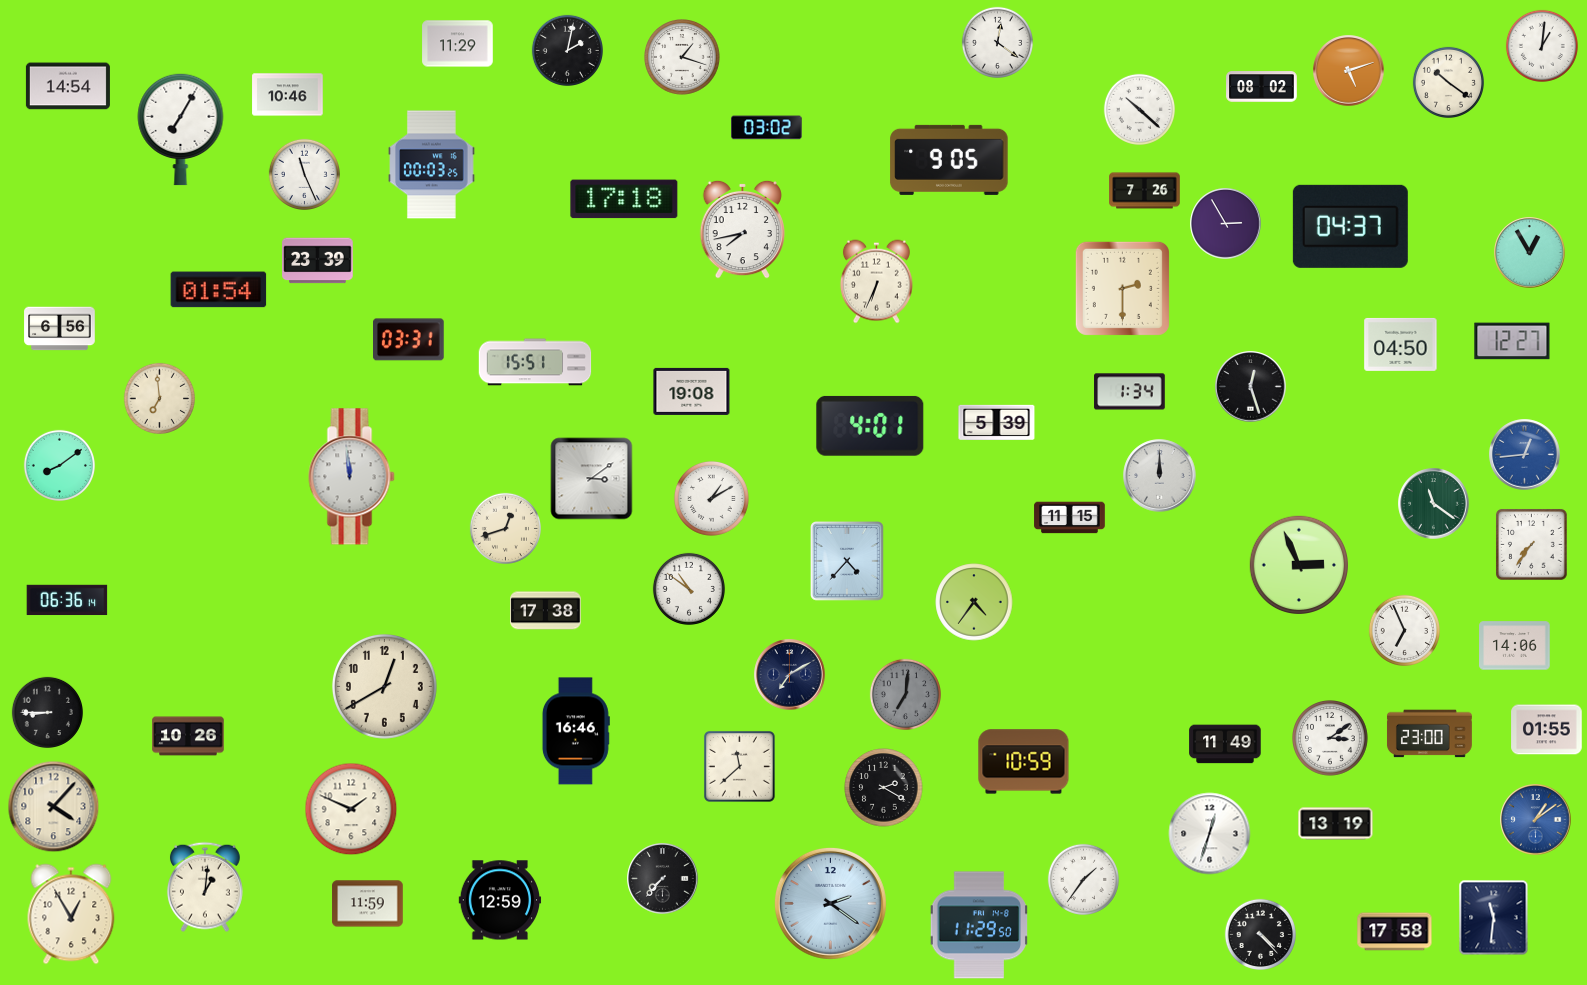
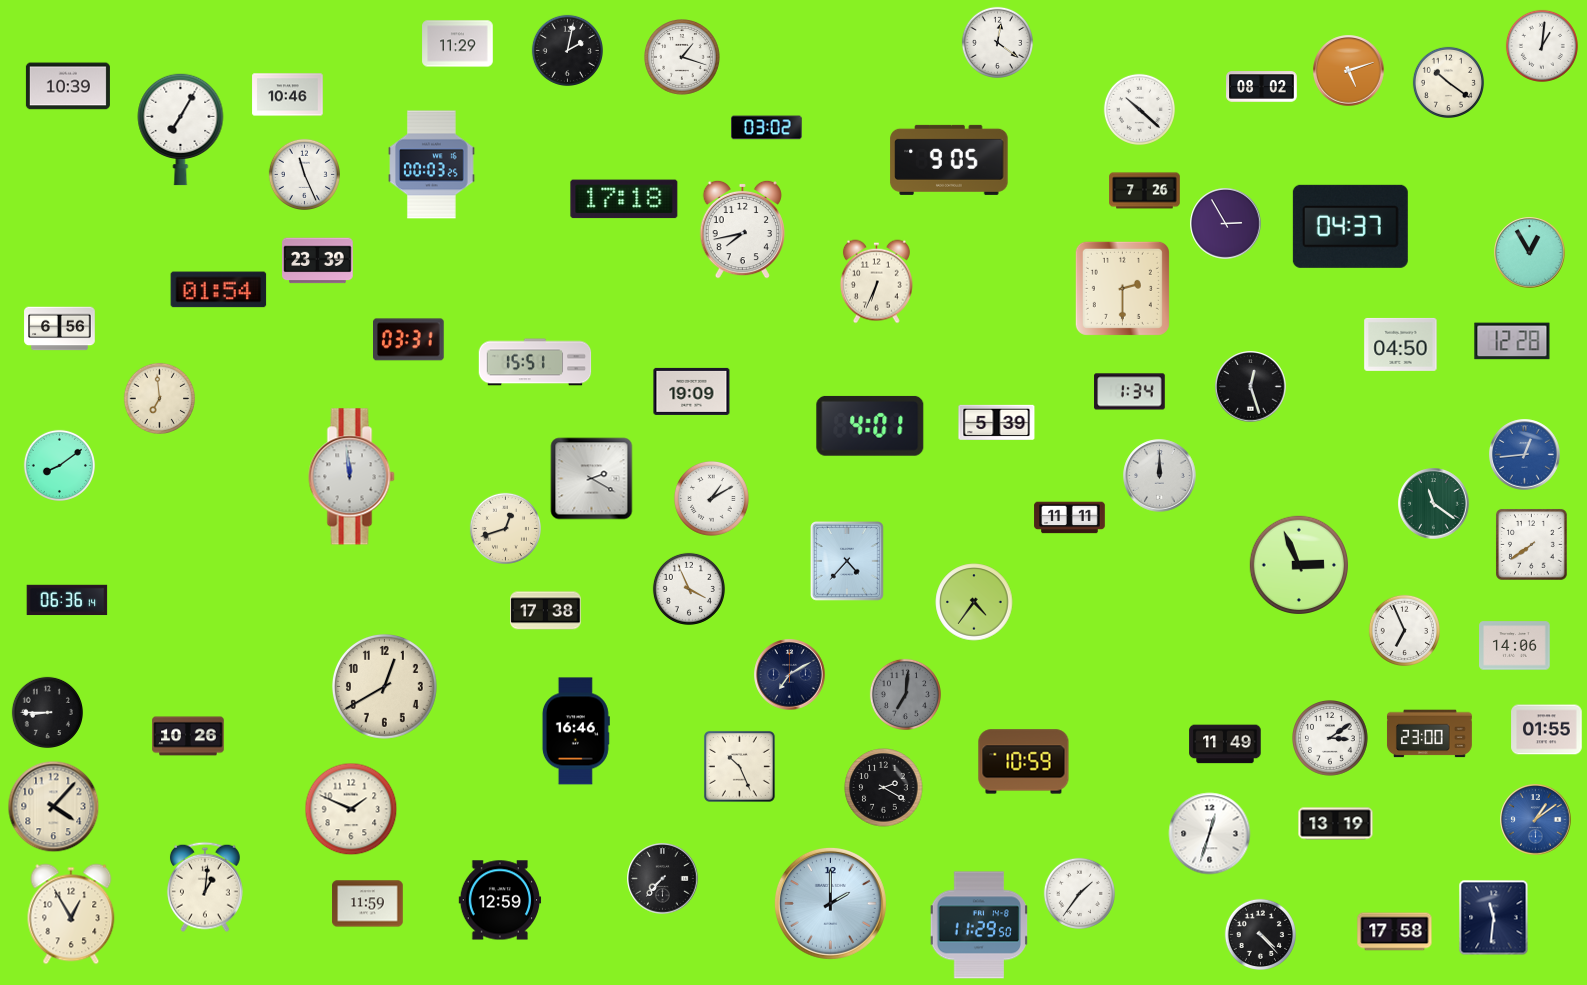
clock at (68, 86): 14:54 -> 10:39
clock at (1512, 341): 12:27 -> 12:28
clock at (692, 391): 19:08 -> 19:09
clock at (592, 479): 3:09 -> 2:20
clock at (1070, 518): 11:15 -> 11:11
clock at (1532, 545): 7:36 -> 7:39
clock at (689, 589): 10:51 -> 3:56
clock at (740, 767): 11:38 -> 10:26
clock at (1083, 879) position: (1083, 879) -> (1079, 893)
clock at (830, 903): 2:21 -> 2:00
